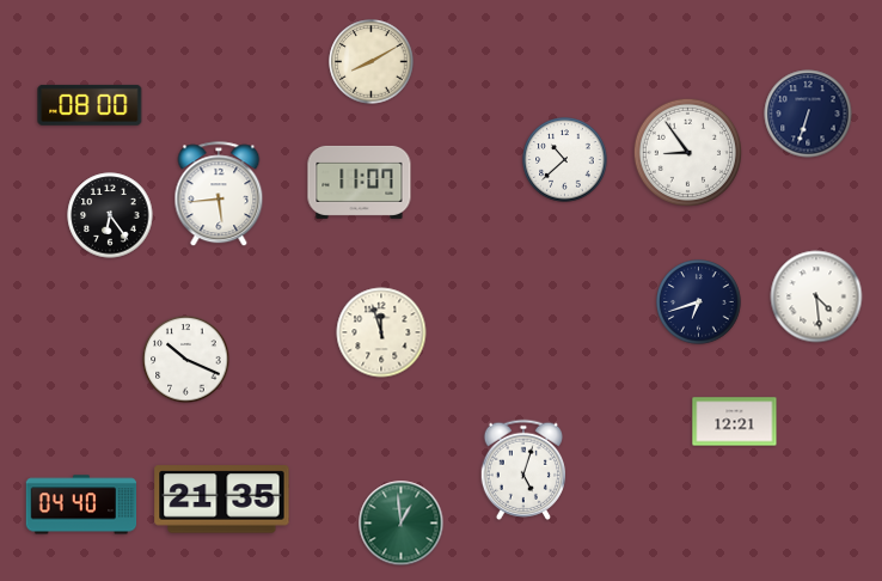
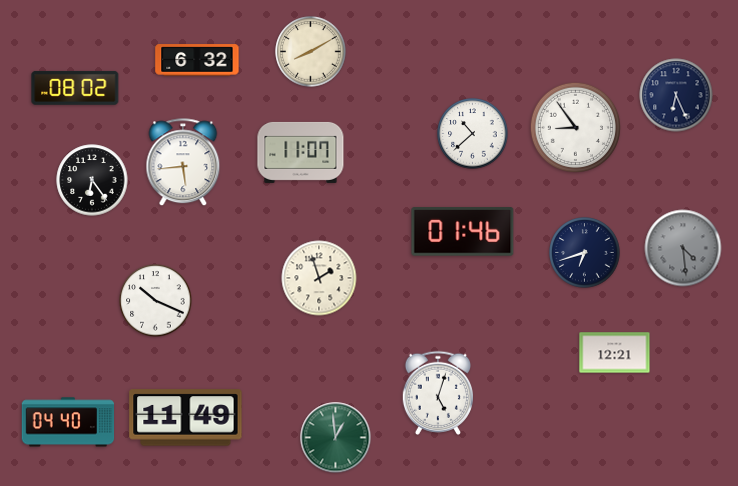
clock at (197, 60): none -> 6:32
clock at (90, 105): 08:00 -> 08:02
clock at (808, 114): 6:33 -> 6:26
clock at (463, 232): none -> 01:46
clock at (816, 296) dial: white -> grey
clock at (381, 332): 11:57 -> 1:57
clock at (222, 500): 21:35 -> 11:49
